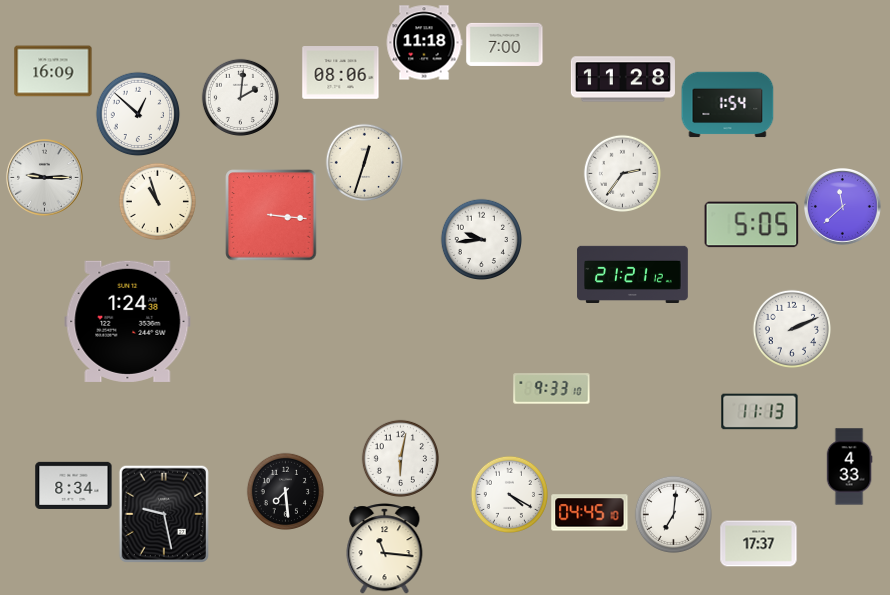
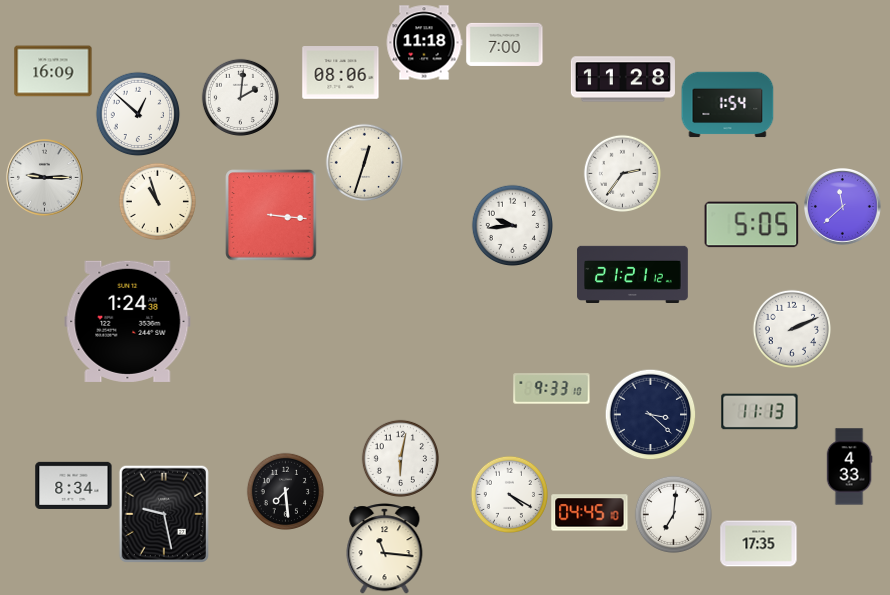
clock at (481, 239) position: (481, 239) -> (512, 225)
clock at (650, 414): none -> 3:22
clock at (759, 544): 17:37 -> 17:35
